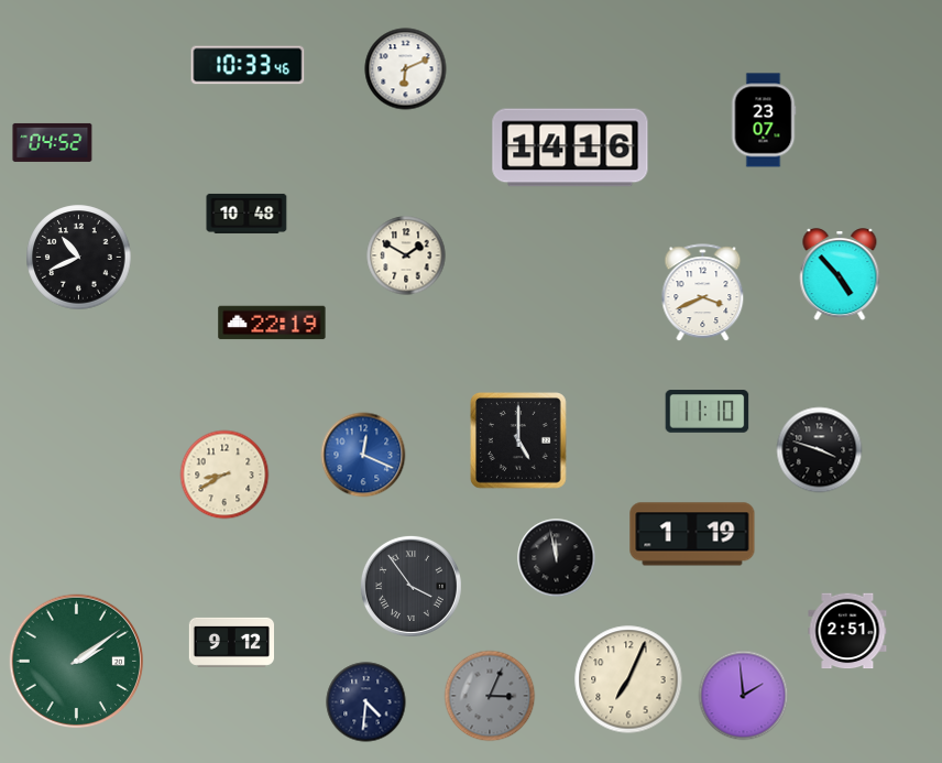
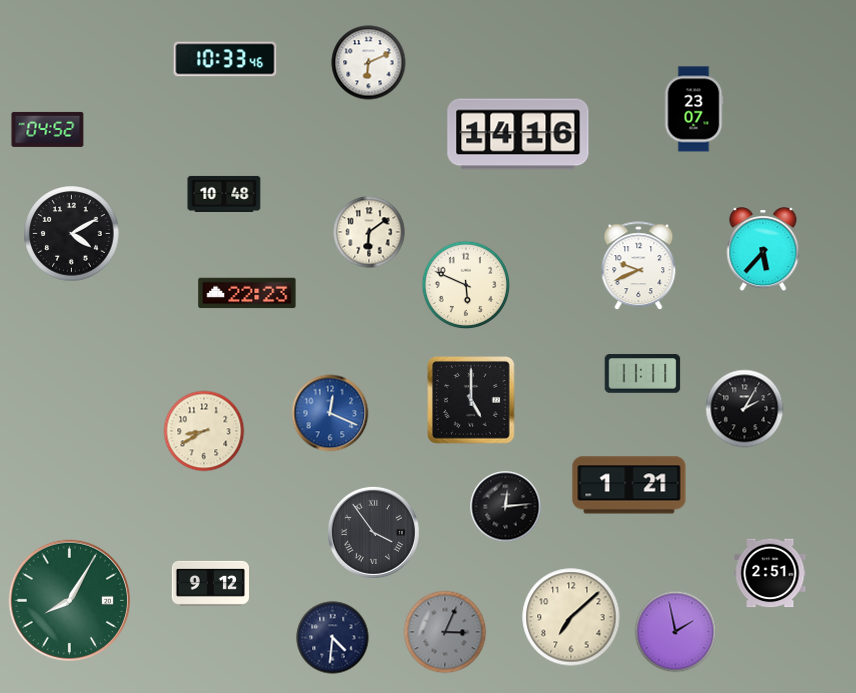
clock at (406, 255): 1:50 -> 6:09
clock at (79, 258): 10:41 -> 4:10
clock at (840, 275): 4:53 -> 5:37
clock at (703, 293): 3:41 -> 9:41
clock at (466, 285): none -> 5:49
clock at (272, 323): 22:19 -> 22:23
clock at (708, 412): 11:10 -> 11:11
clock at (820, 450): 3:48 -> 2:05
clock at (692, 534): 1:19 -> 1:21
clock at (557, 558): 11:58 -> 12:14
clock at (77, 662): 2:09 -> 8:05
clock at (628, 679): 7:04 -> 7:08
clock at (744, 696): 1:59 -> 1:58
